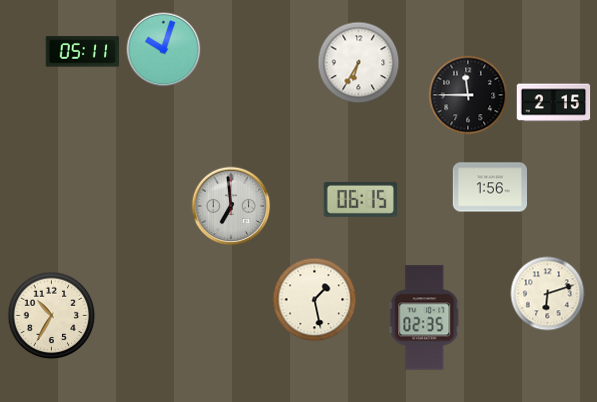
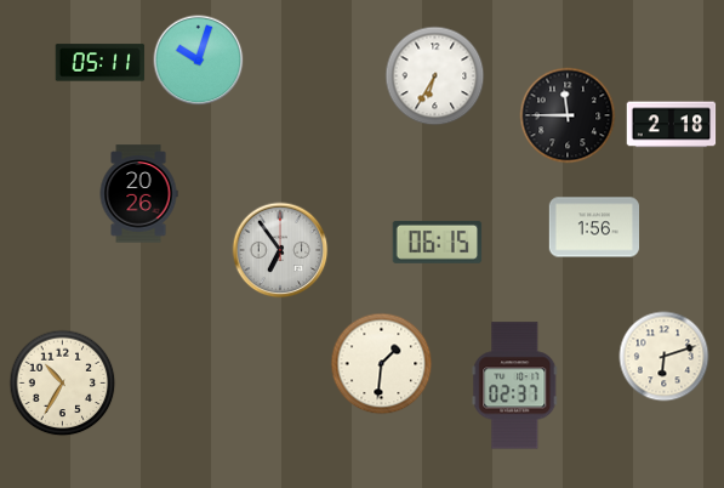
clock at (554, 103): 2:15 -> 2:18
clock at (138, 194): none -> 20:26
clock at (231, 206): 6:59 -> 6:54
clock at (315, 300): 1:28 -> 1:31
clock at (425, 318): 02:35 -> 02:37
